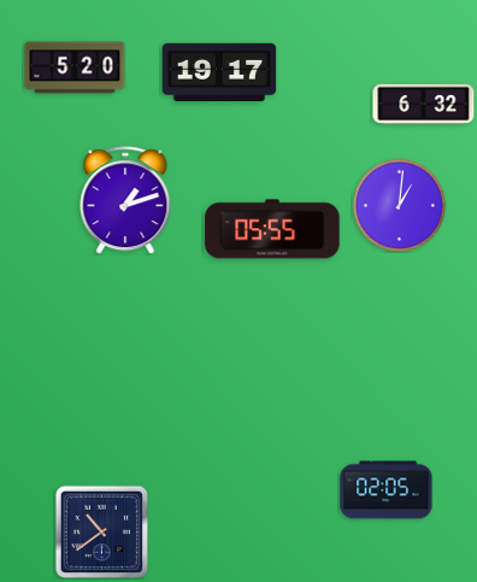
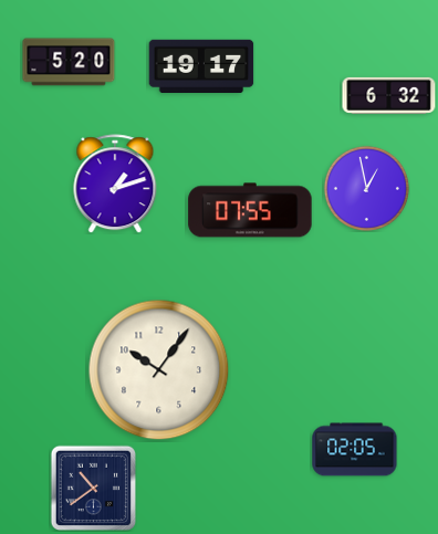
clock at (399, 205): 1:01 -> 12:58
clock at (272, 229): 05:55 -> 07:55
clock at (159, 370): none -> 10:06
